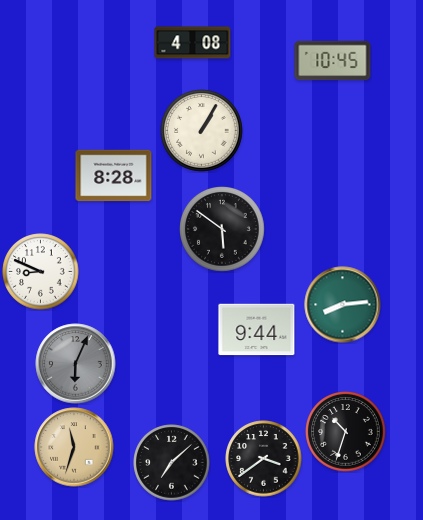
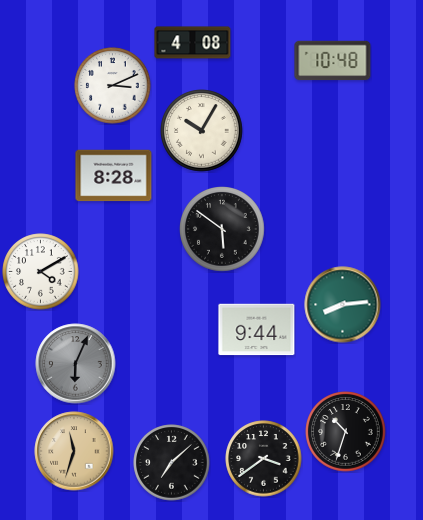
clock at (333, 61): 10:45 -> 10:48
clock at (113, 86): none -> 3:11
clock at (202, 131): 1:05 -> 10:05
clock at (41, 272): 8:49 -> 4:10
clock at (74, 447) position: (74, 447) -> (74, 451)
